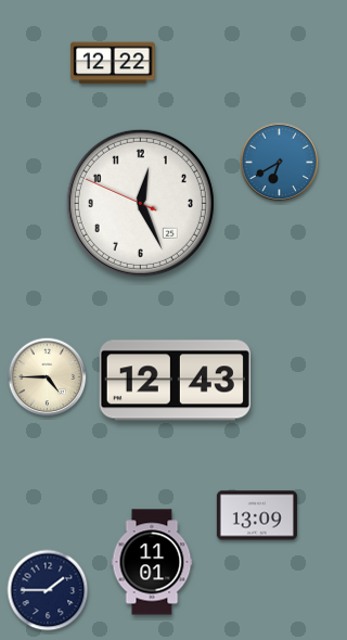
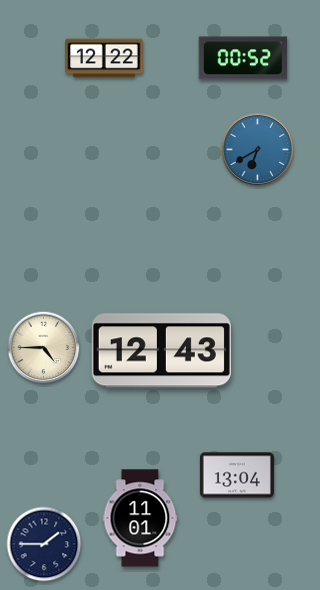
clock at (243, 58): none -> 00:52
clock at (140, 203): 12:25 -> none
clock at (257, 515): 13:09 -> 13:04
